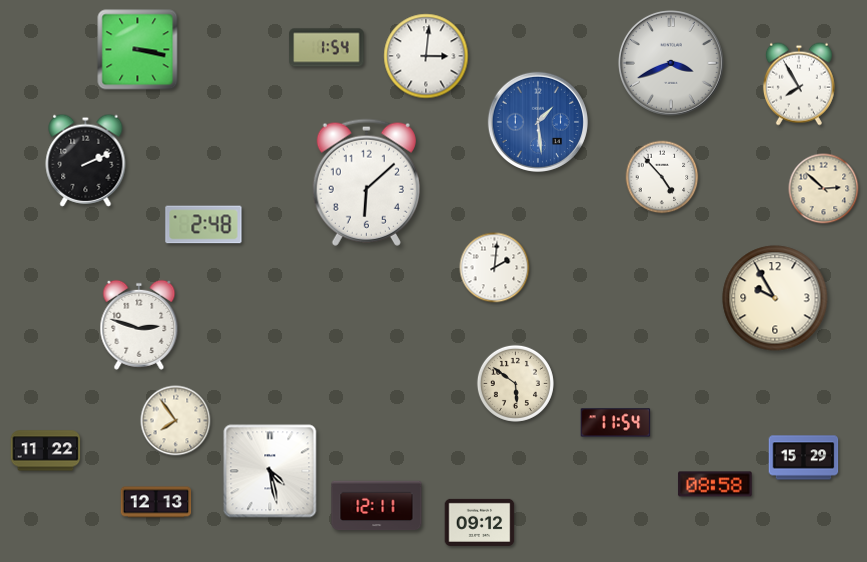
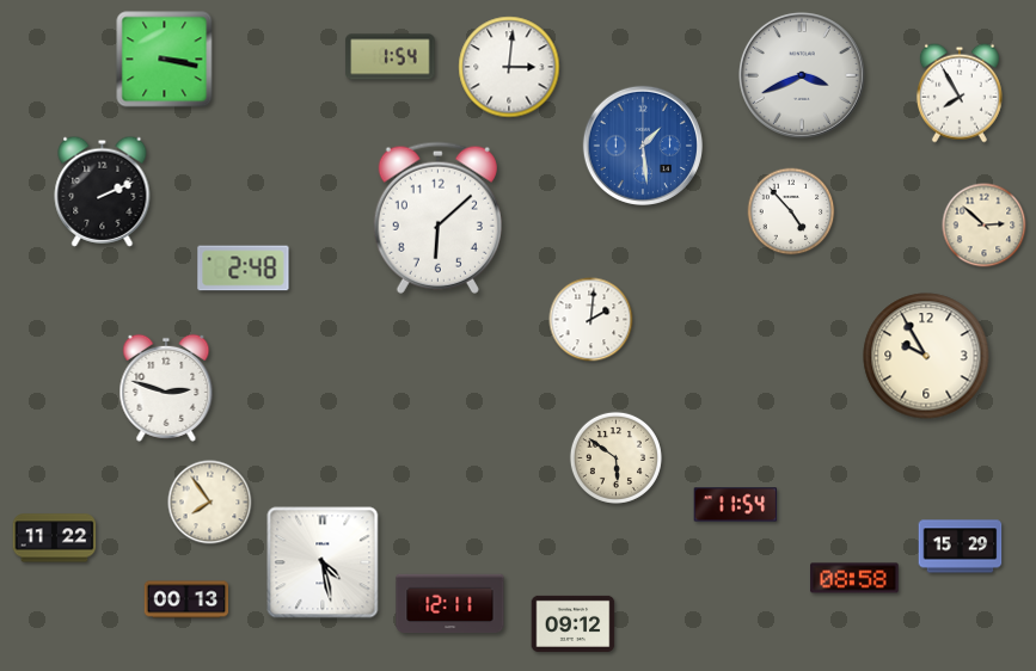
clock at (799, 84) position: (799, 84) -> (960, 93)
clock at (156, 502): 12:13 -> 00:13
